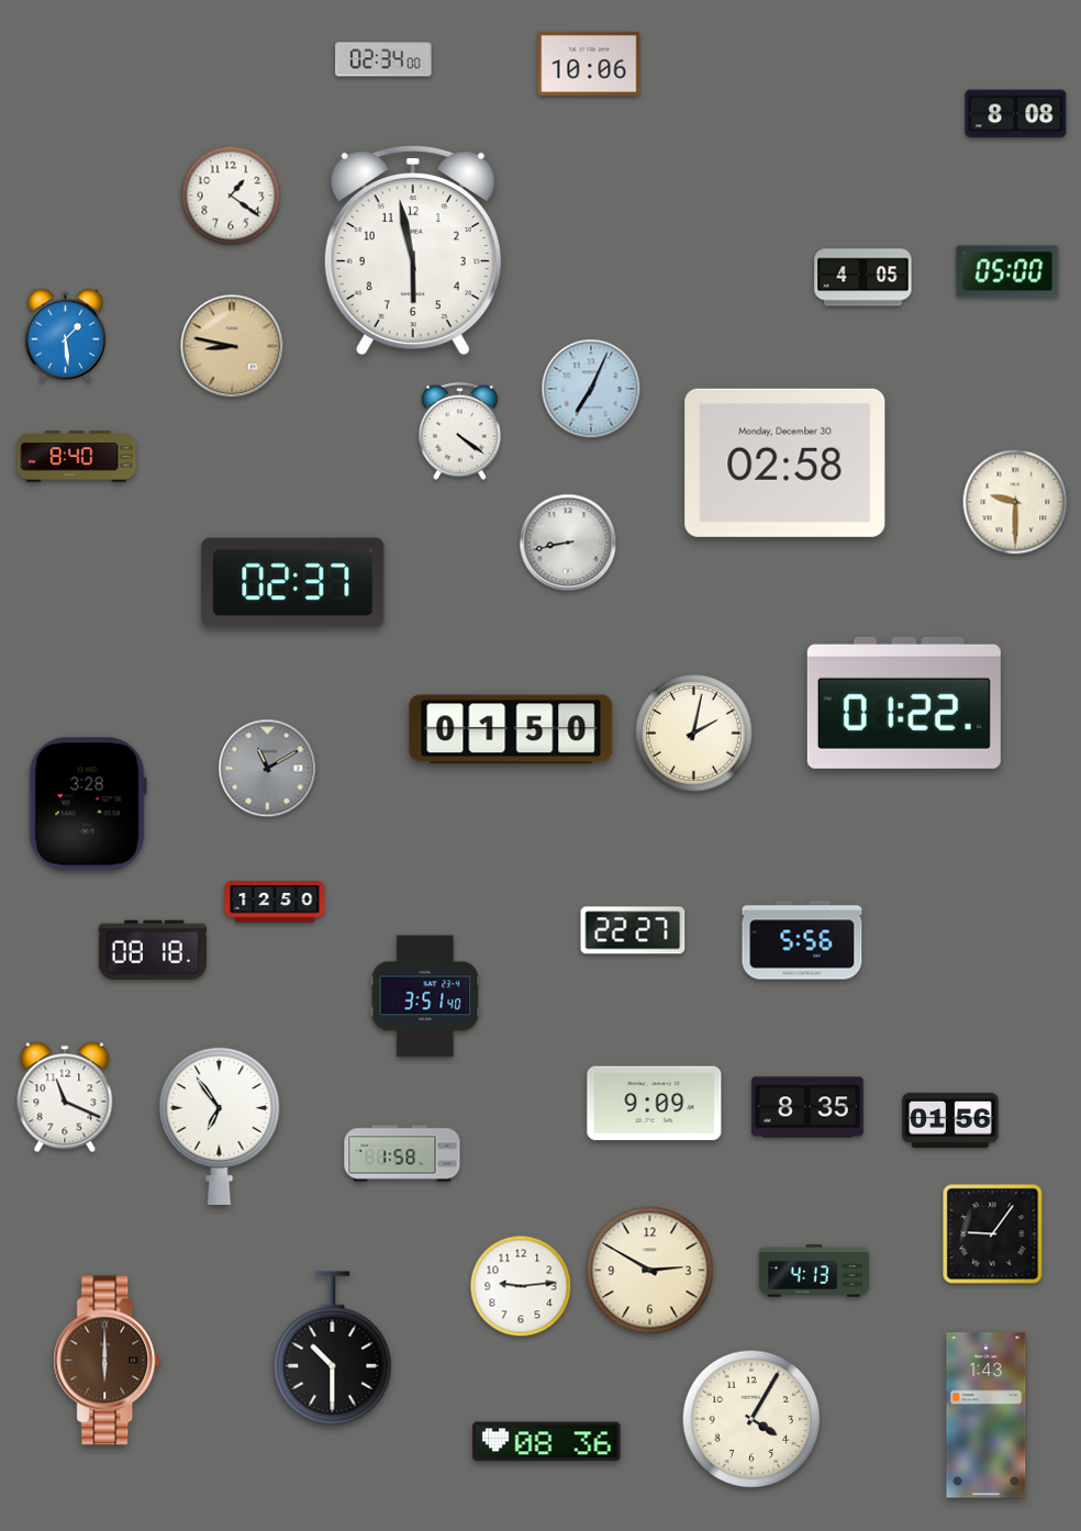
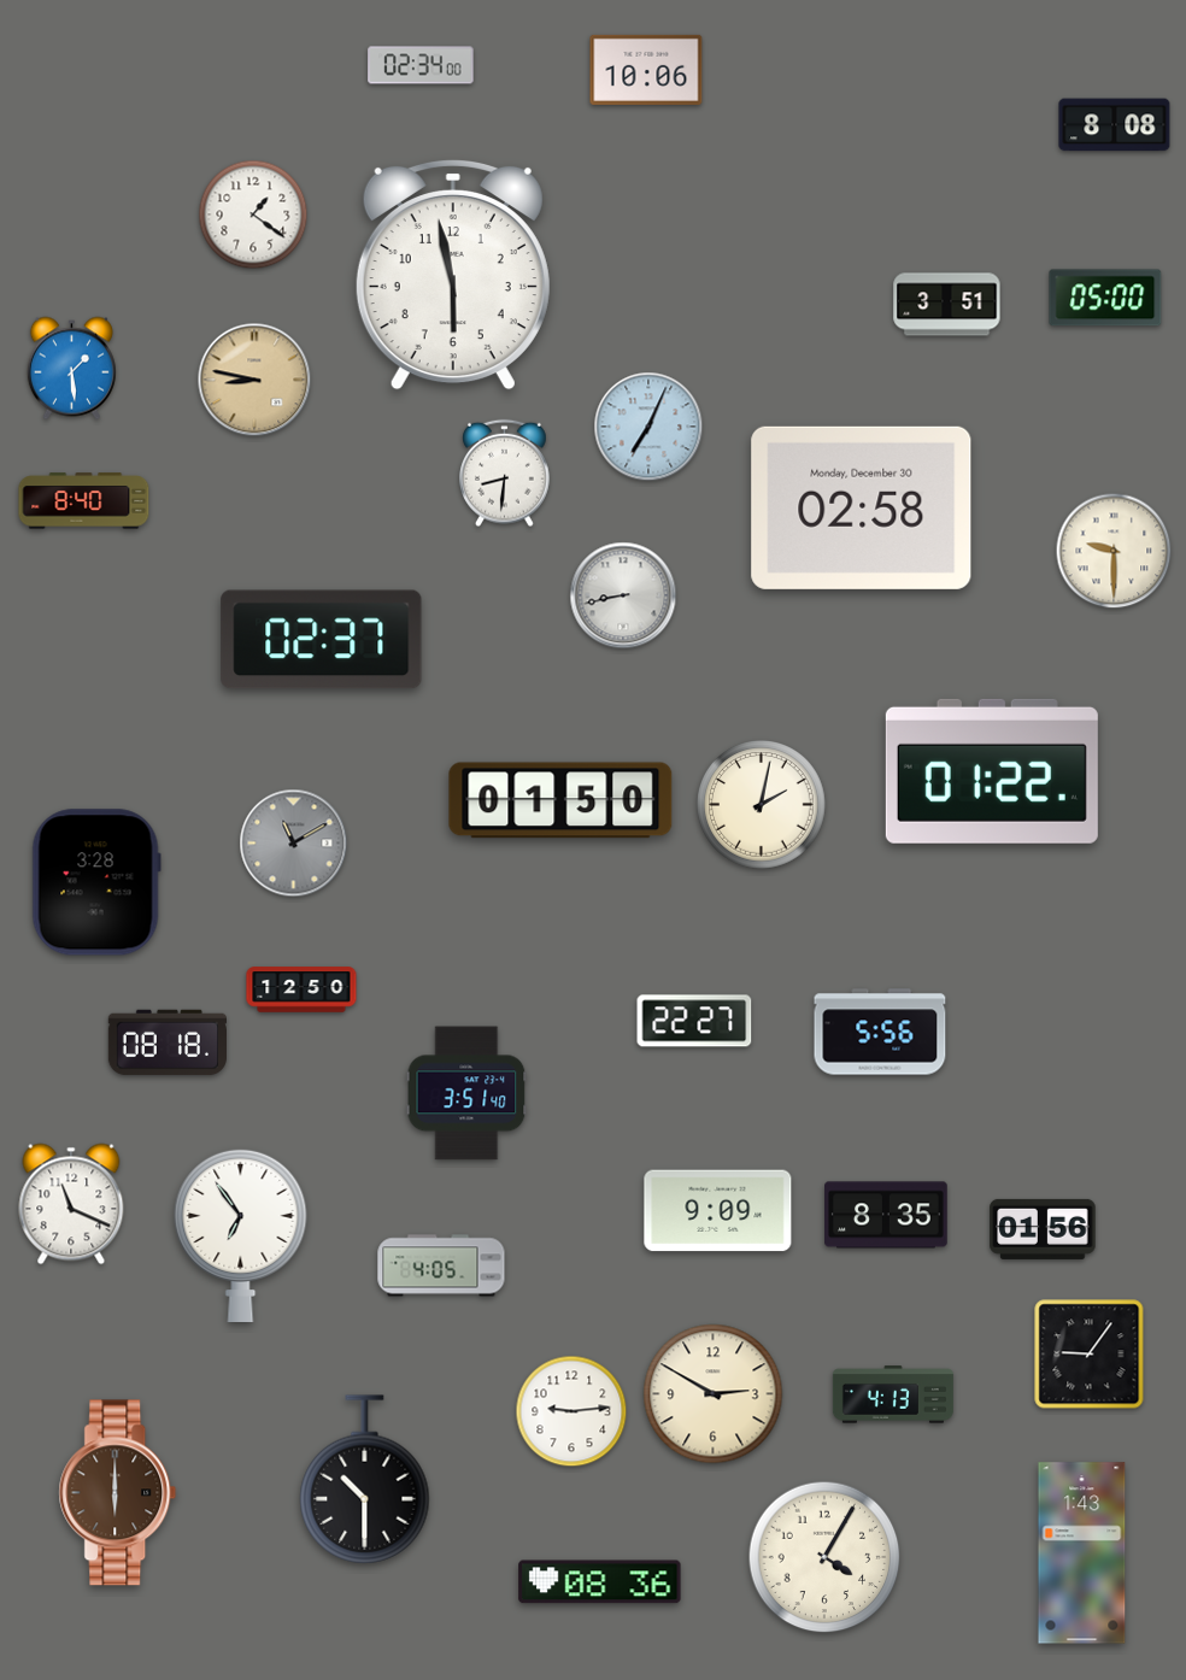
clock at (863, 278): 4:05 -> 3:51
clock at (460, 432): 4:21 -> 8:31
clock at (402, 1153): 1:58 -> 4:05
